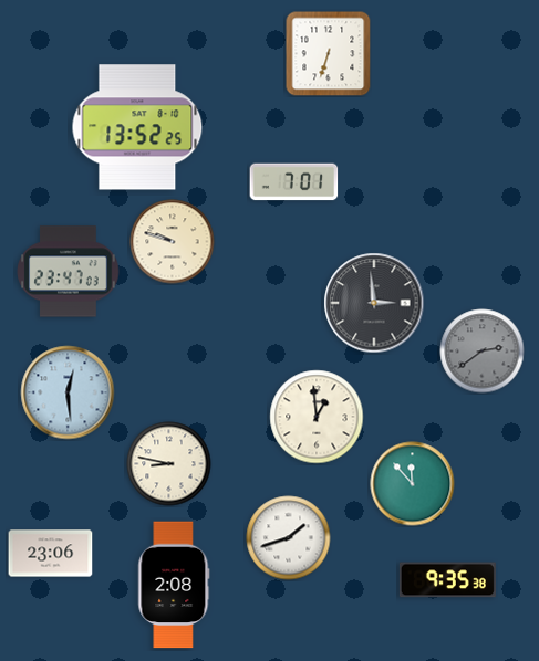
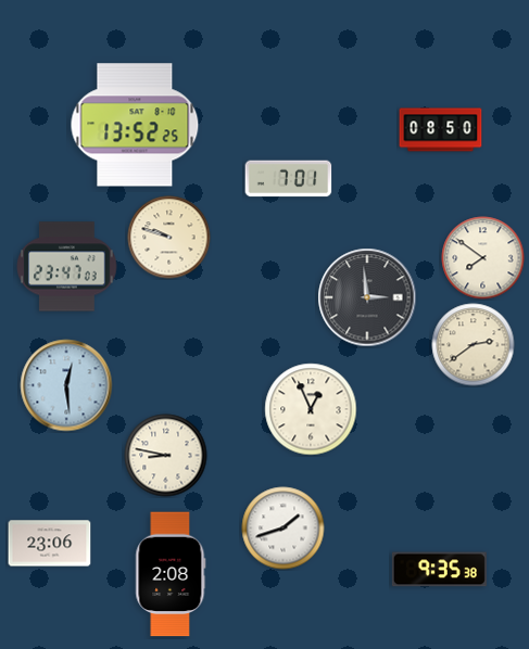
clock at (329, 54): 6:33 -> none
clock at (441, 130): none -> 08:50
clock at (483, 258): none -> 7:51
clock at (483, 352) dial: grey -> cream
clock at (317, 417): 12:59 -> 12:56
clock at (413, 484): 11:53 -> none
